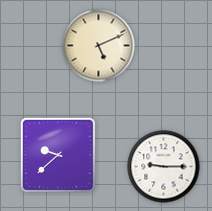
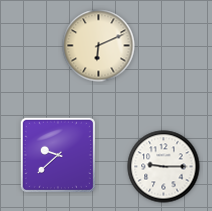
clock at (99, 46): 5:11 -> 6:11
